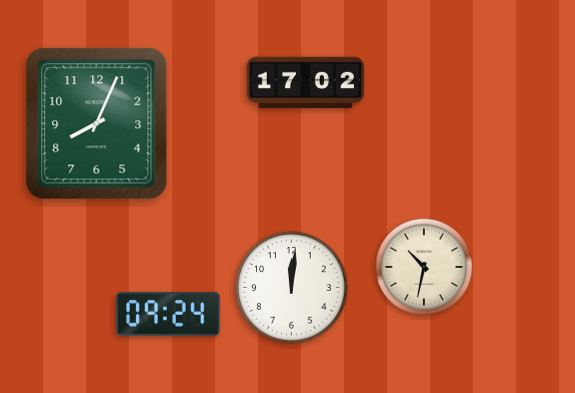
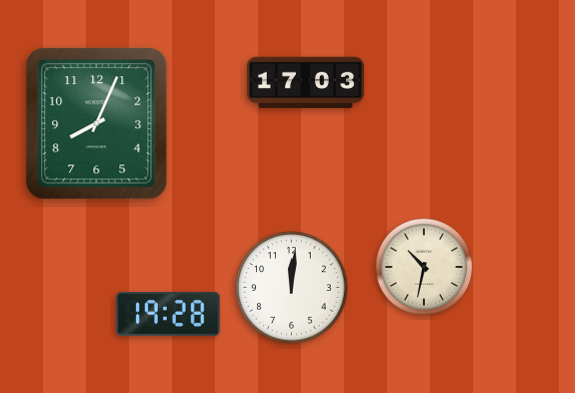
clock at (305, 83): 17:02 -> 17:03
clock at (168, 314): 09:24 -> 19:28
